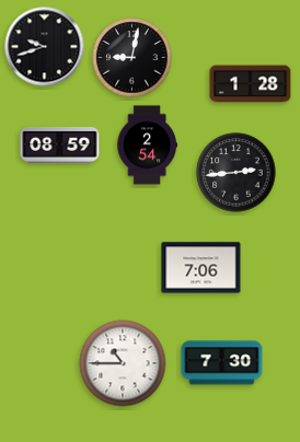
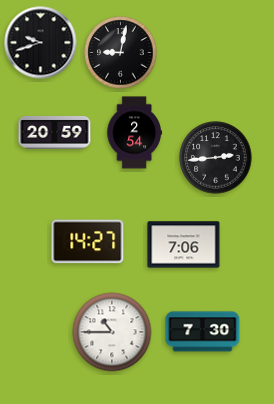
clock at (251, 84): 1:28 -> none
clock at (60, 144): 08:59 -> 20:59
clock at (88, 242): none -> 14:27
